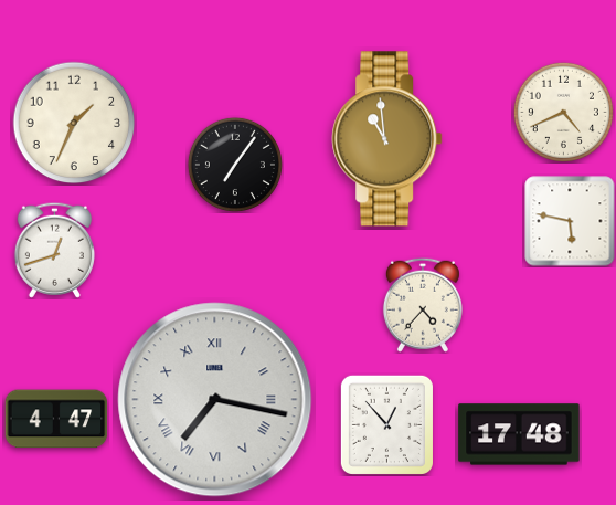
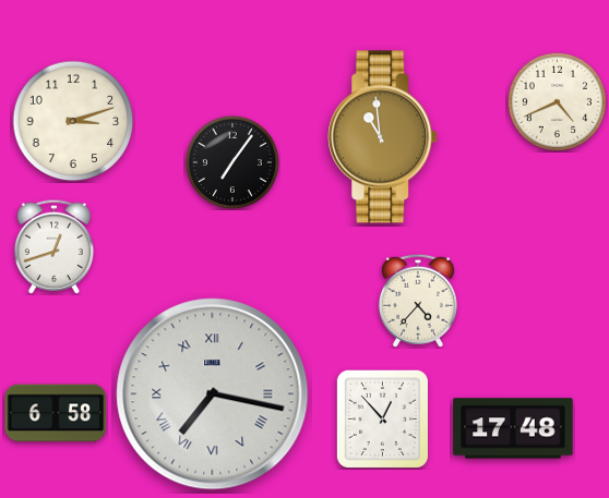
clock at (563, 112) position: (563, 112) -> (557, 101)
clock at (74, 123): 1:34 -> 3:12
clock at (570, 221): 5:47 -> none
clock at (56, 419): 4:47 -> 6:58
